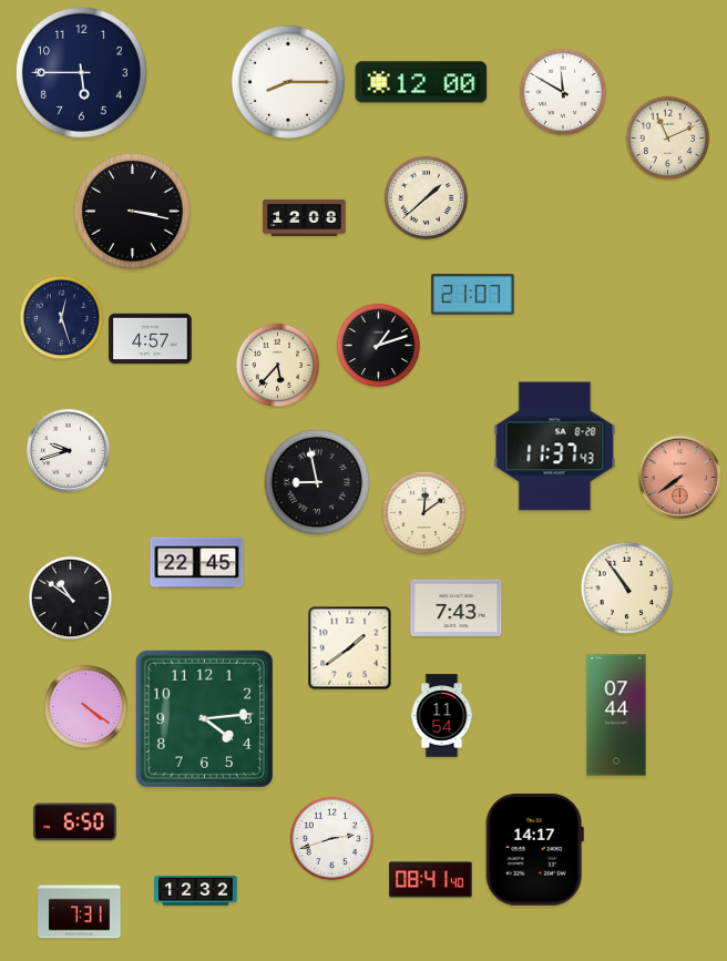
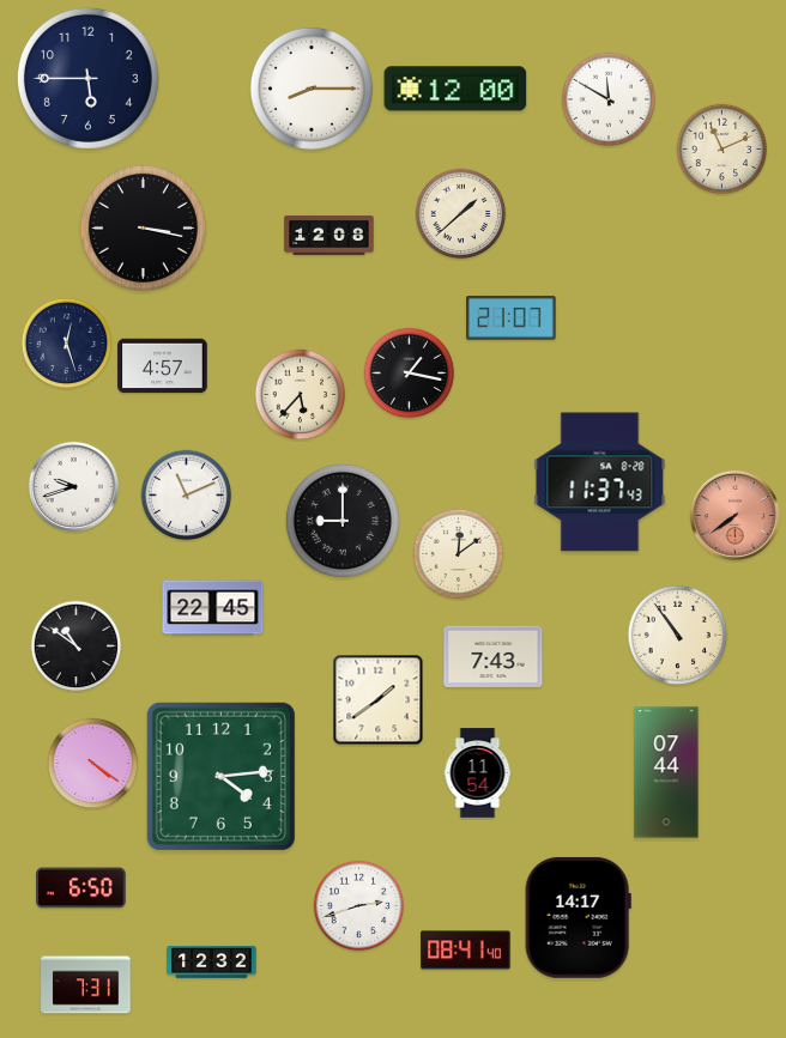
clock at (379, 346): 1:12 -> 1:17
clock at (187, 496): none -> 11:11
clock at (317, 482): 8:58 -> 9:00
